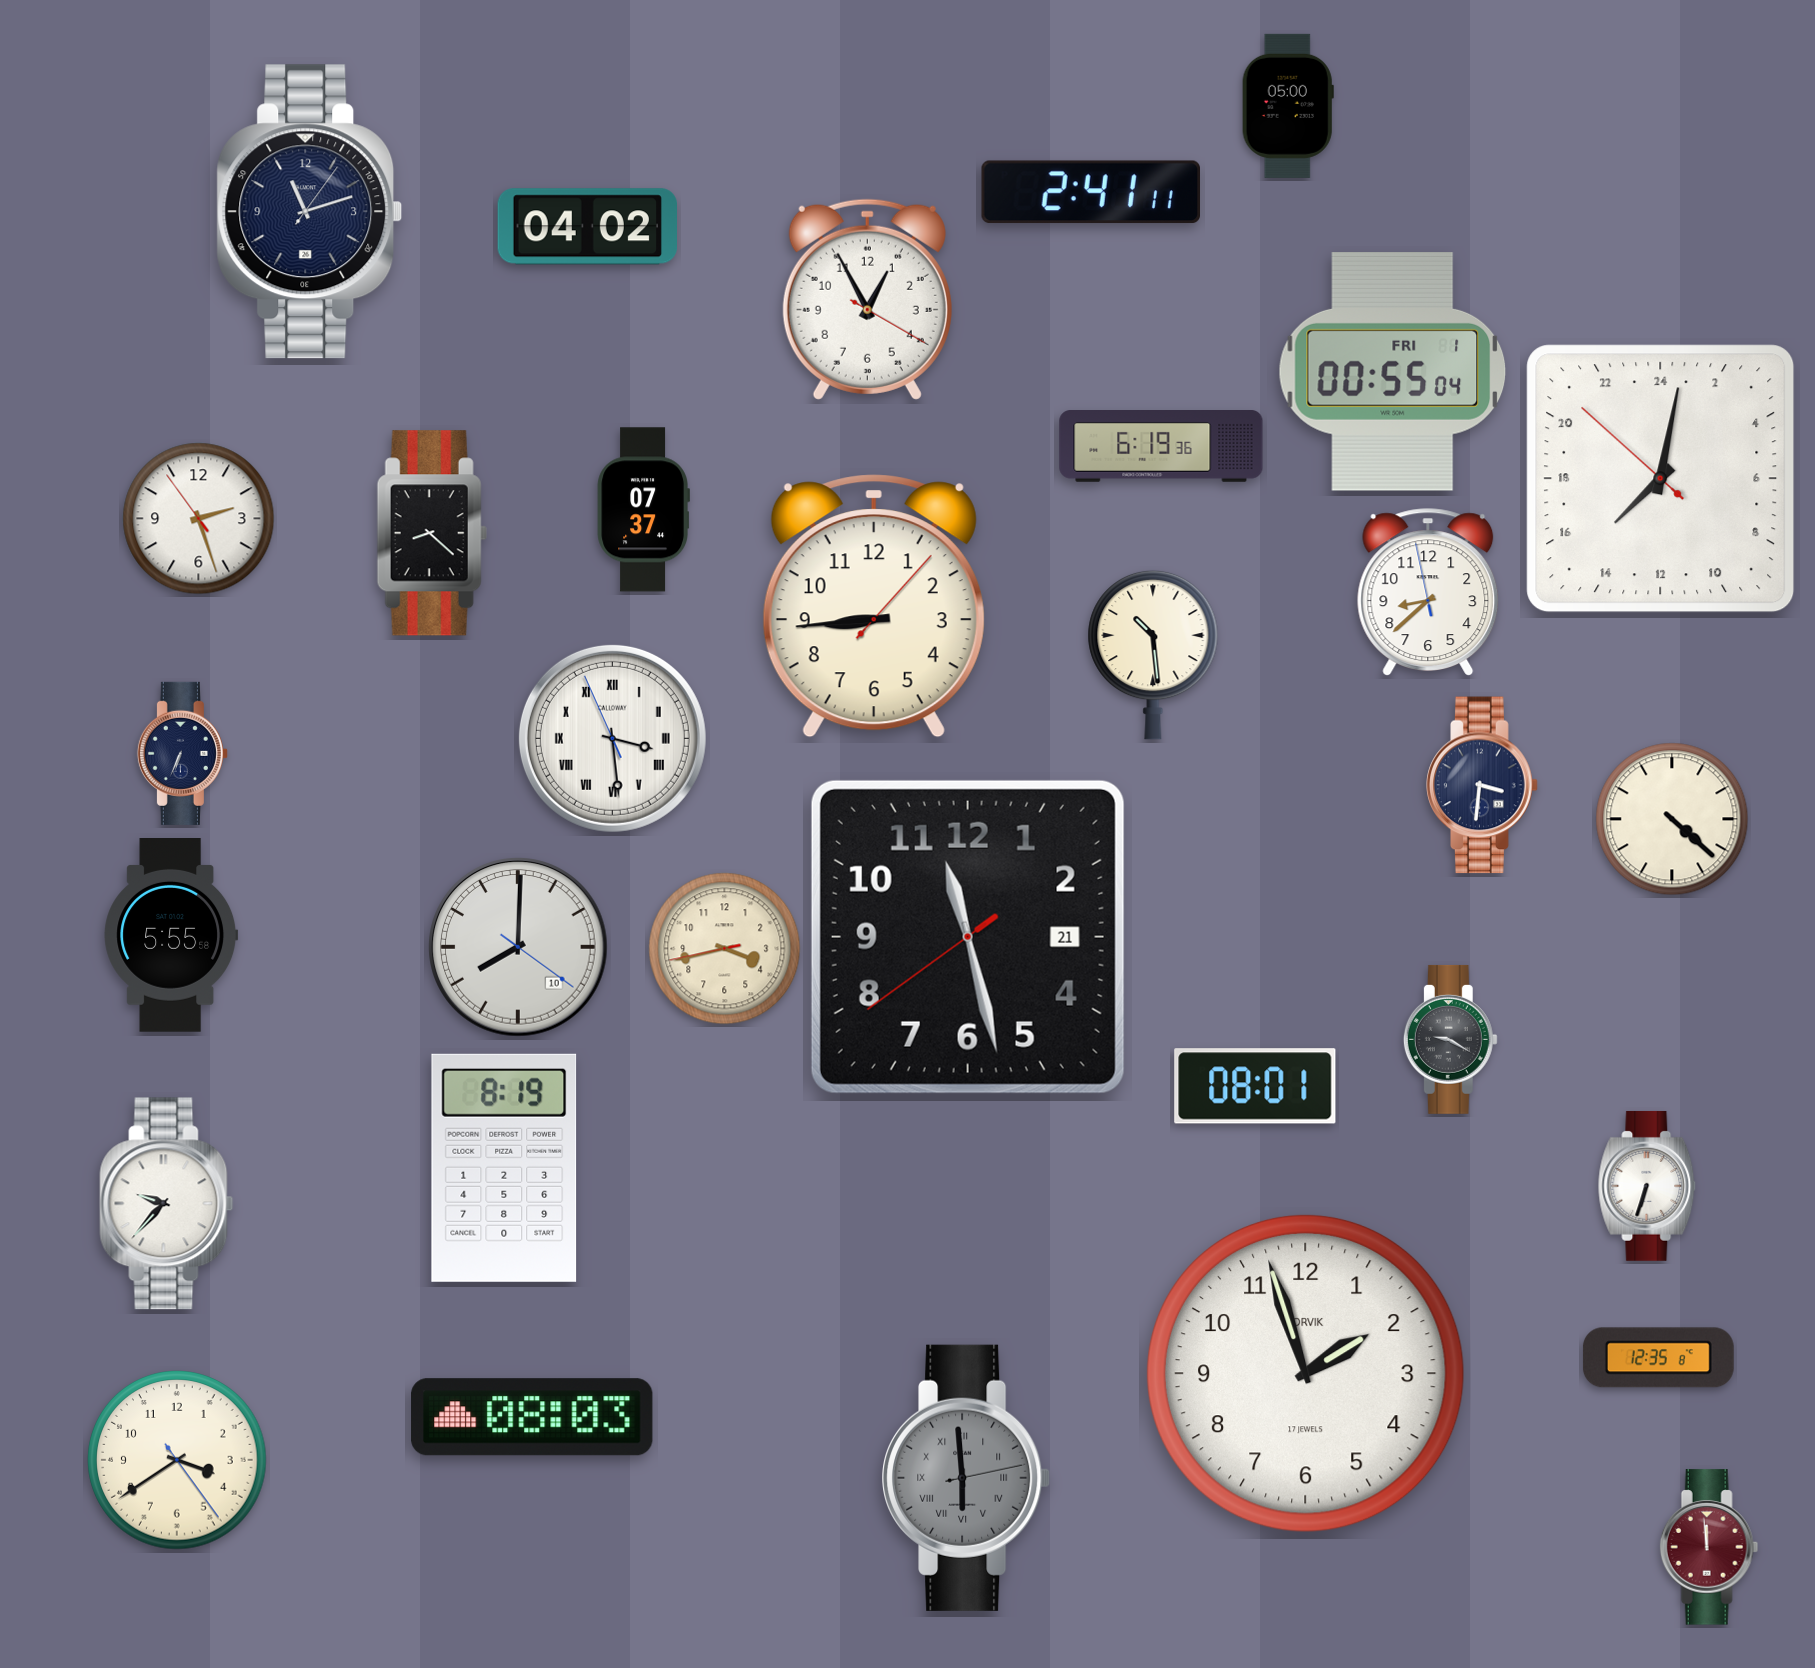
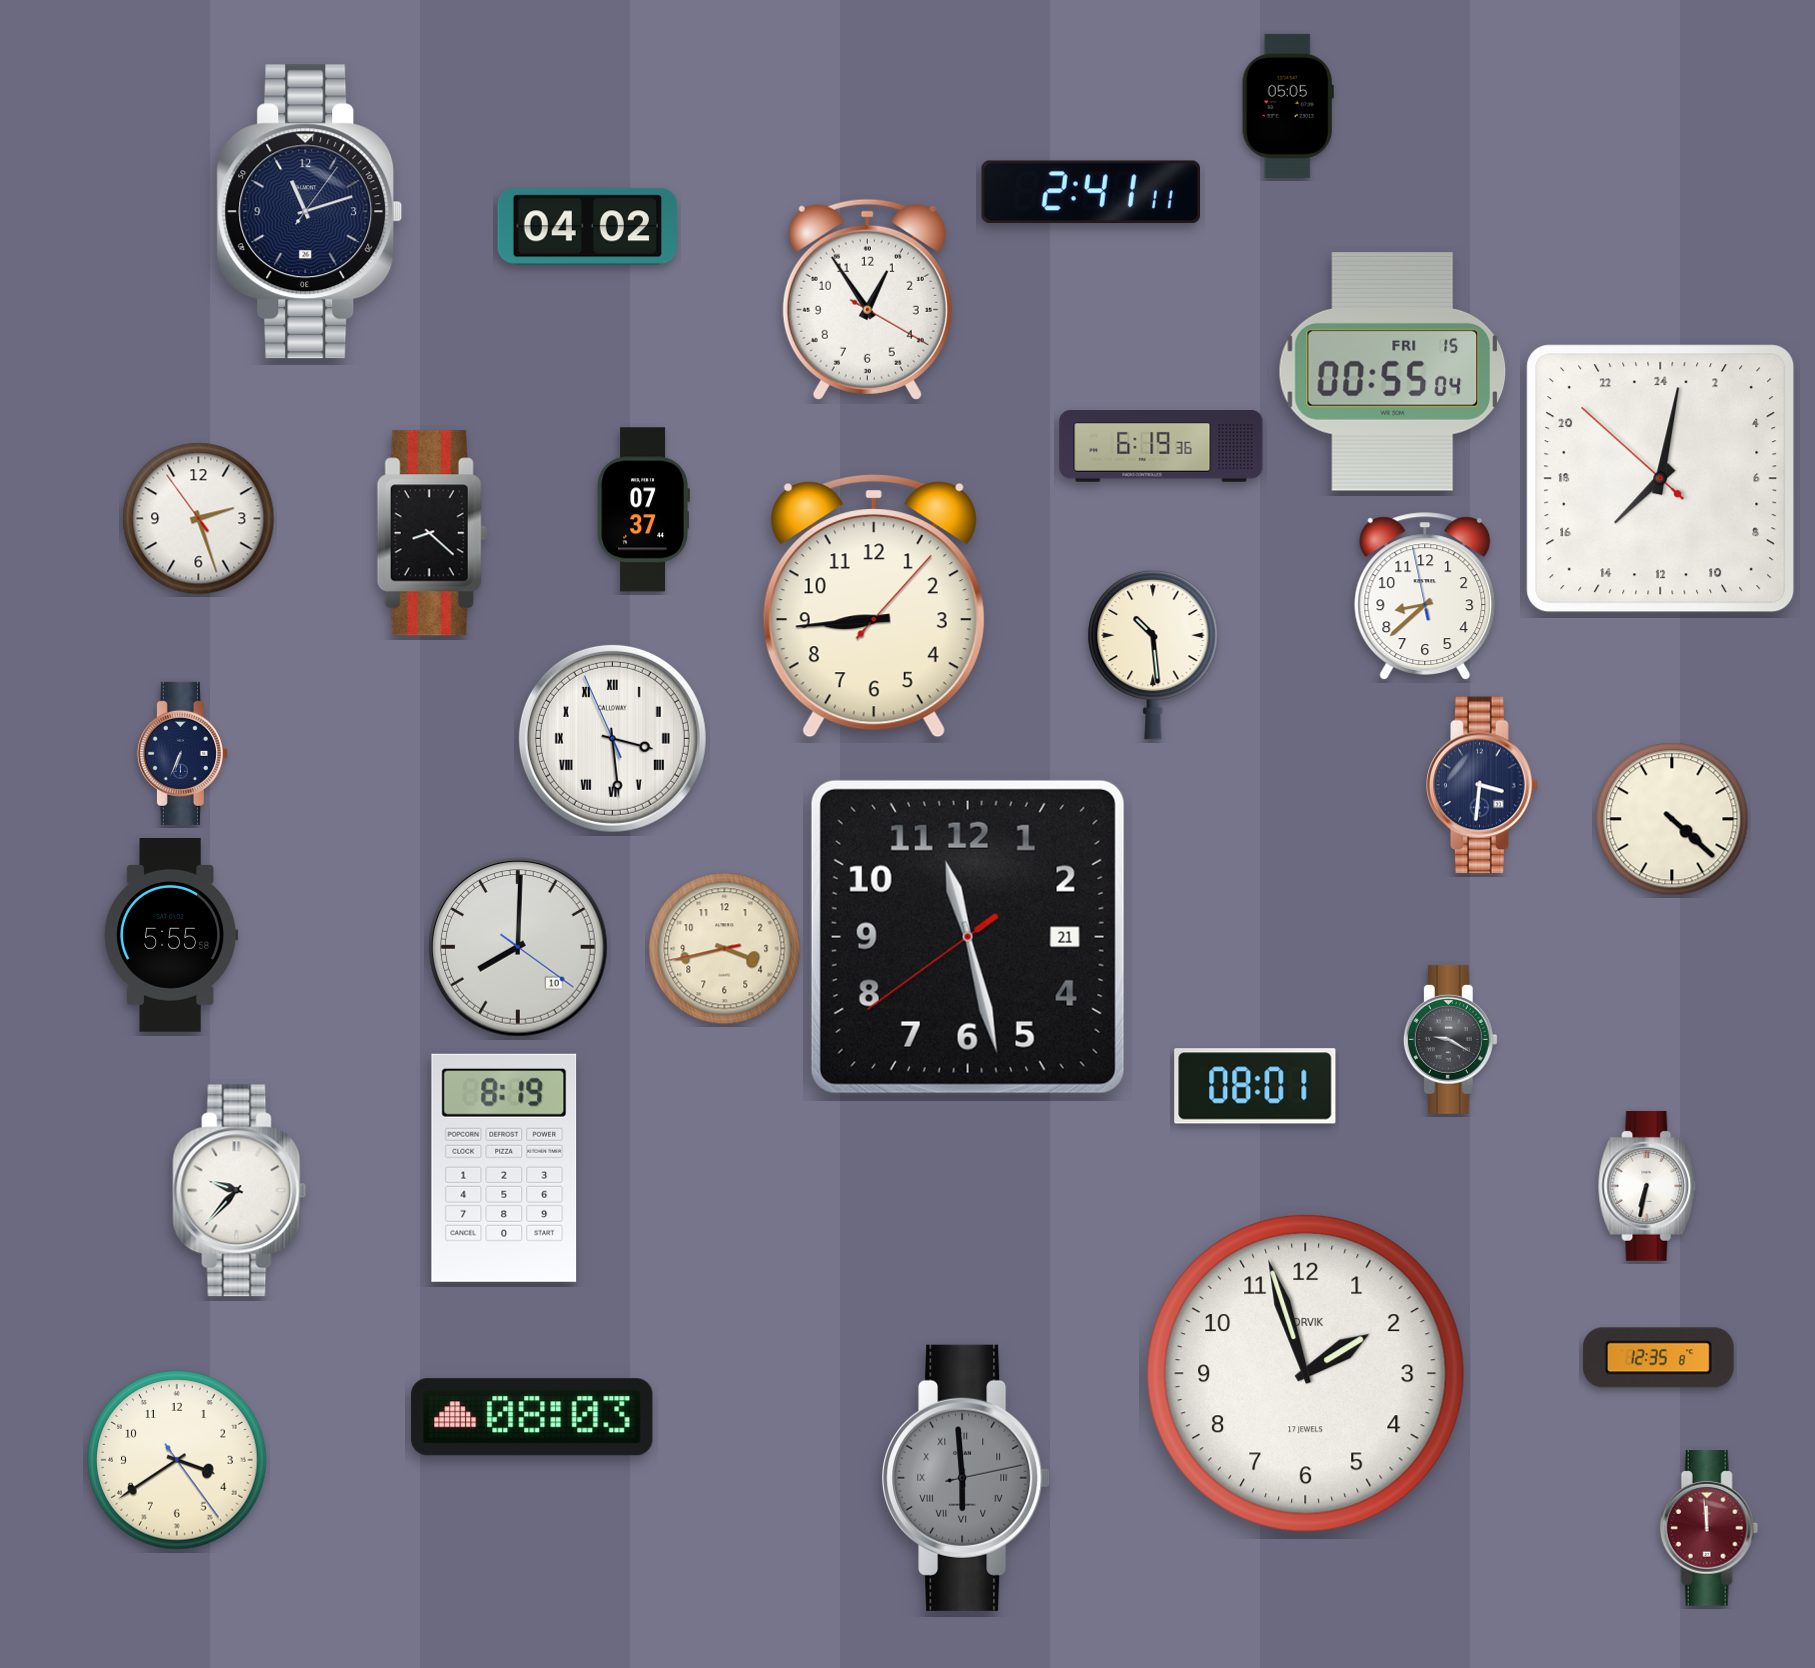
clock at (1288, 106): 05:00 -> 05:05
clock at (867, 299): 12:55 -> 12:54
clock at (1393, 372) date: FRI 1 -> FRI 15
clock at (1428, 592) position: (1428, 592) -> (1425, 596)
clock at (1647, 1186): 6:33 -> 6:32
clock at (167, 1204) position: (167, 1204) -> (240, 1191)
clock at (1709, 1547) position: (1709, 1547) -> (1709, 1528)
